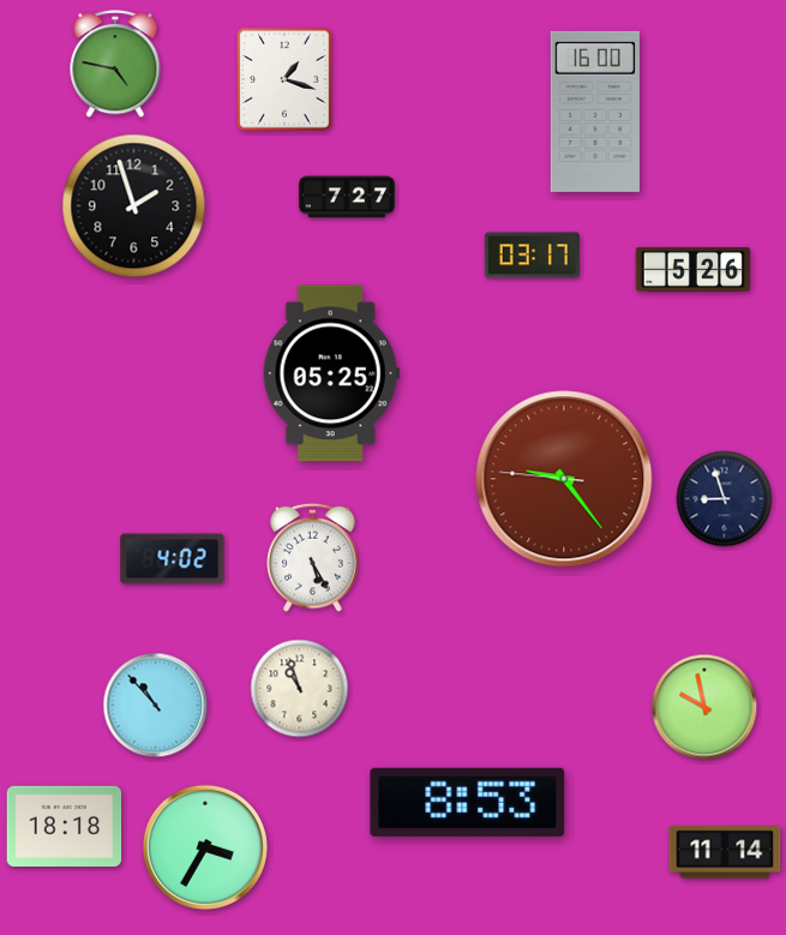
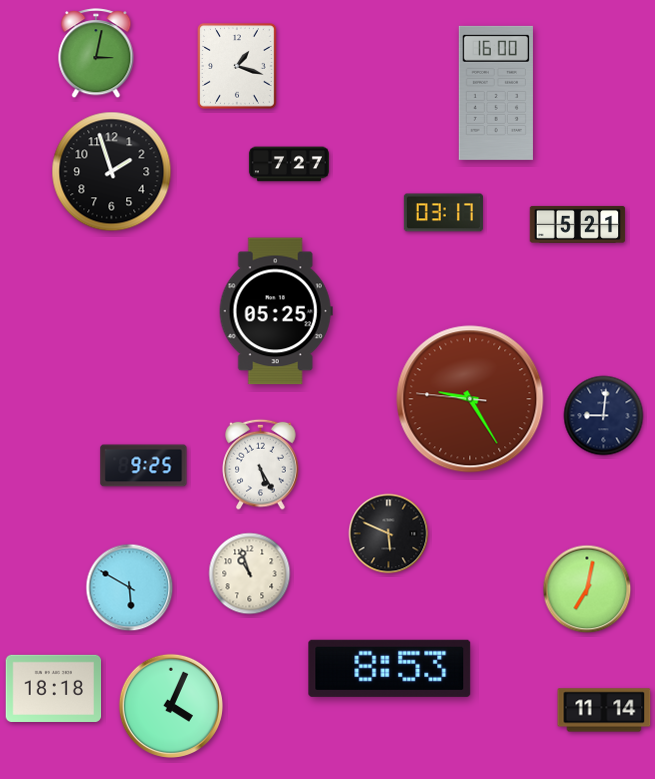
clock at (115, 65): 4:47 -> 3:02
clock at (694, 269): 5:26 -> 5:21
clock at (564, 479): 9:23 -> 9:24
clock at (725, 499): 8:57 -> 9:01
clock at (173, 559): 4:02 -> 9:25
clock at (389, 534): none -> 5:49
clock at (156, 706): 10:53 -> 5:50
clock at (704, 707): 9:58 -> 7:02
clock at (205, 847): 3:35 -> 4:04
